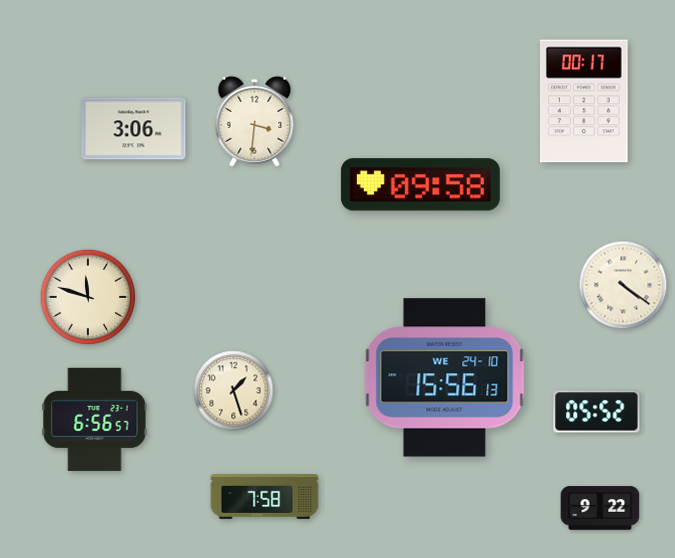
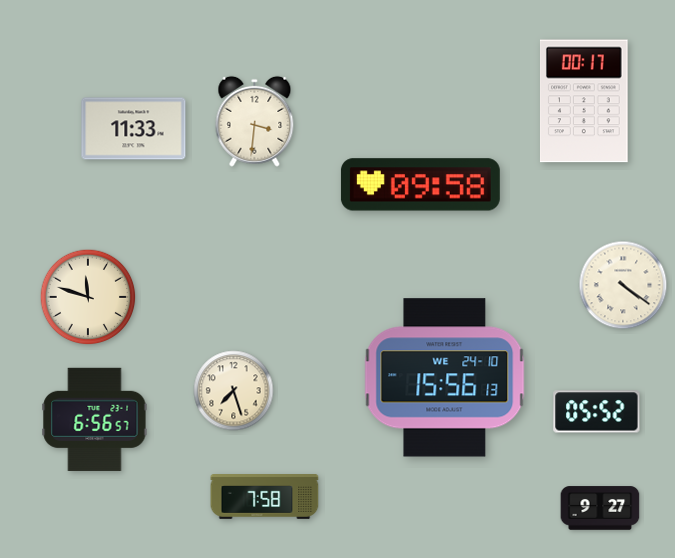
clock at (134, 129): 3:06 -> 11:33
clock at (234, 391): 1:27 -> 7:27
clock at (600, 508): 9:22 -> 9:27
